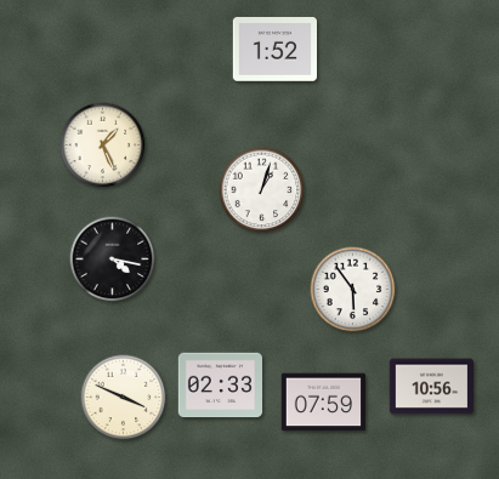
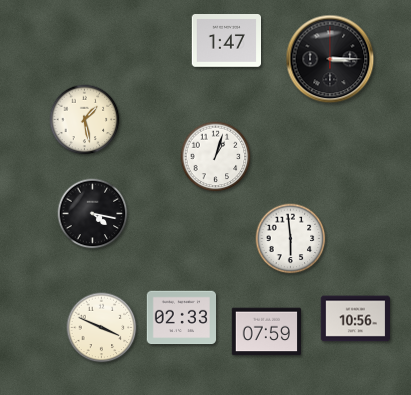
clock at (274, 50): 1:52 -> 1:47
clock at (330, 59): none -> 3:15
clock at (103, 146): 1:26 -> 1:28
clock at (353, 290): 5:54 -> 5:59
